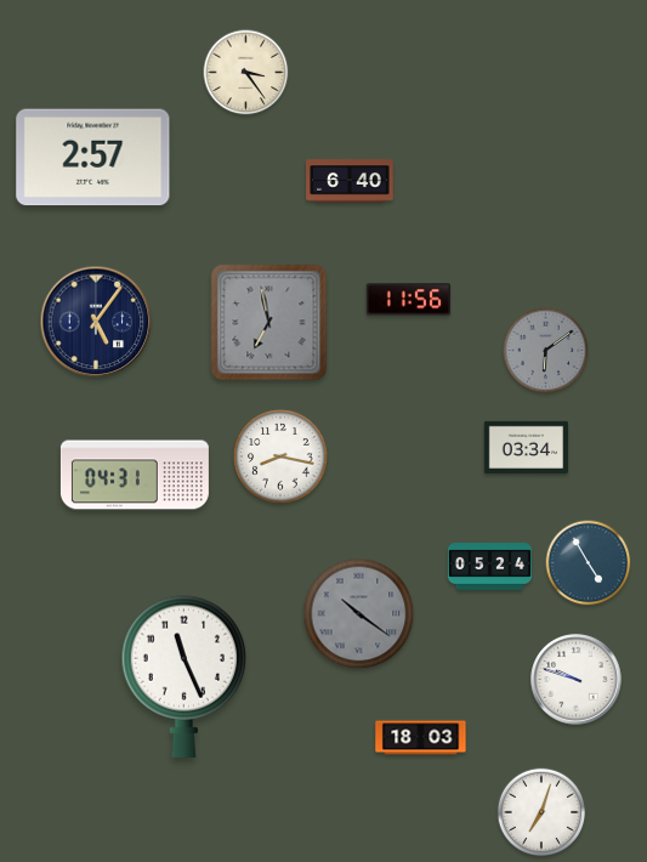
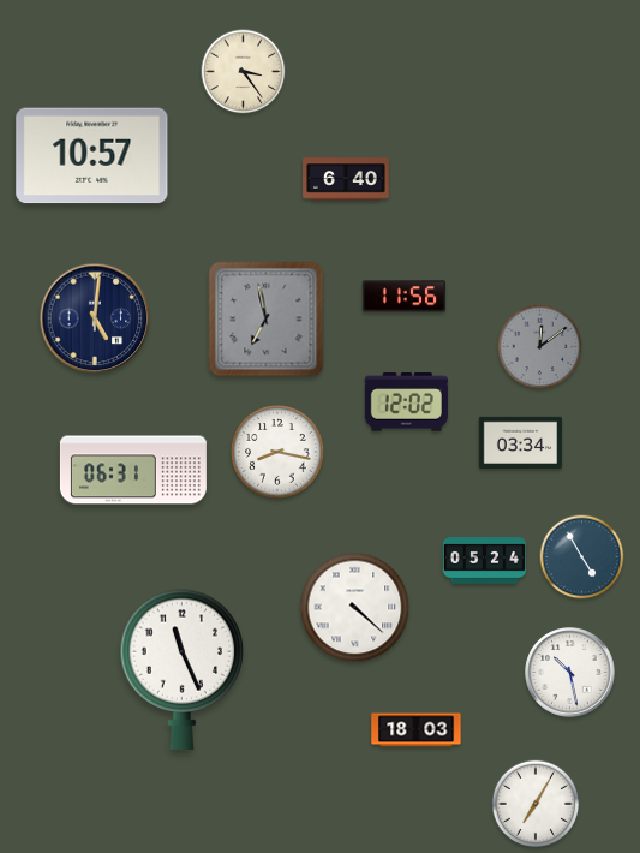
clock at (93, 158): 2:57 -> 10:57
clock at (96, 322): 5:06 -> 5:01
clock at (546, 351): 6:09 -> 12:09
clock at (406, 402): none -> 12:02
clock at (135, 475): 04:31 -> 06:31
clock at (359, 614): 10:21 -> 4:22
clock at (359, 614) dial: grey -> white
clock at (577, 680): 9:48 -> 10:28
clock at (541, 812): 7:03 -> 7:05
